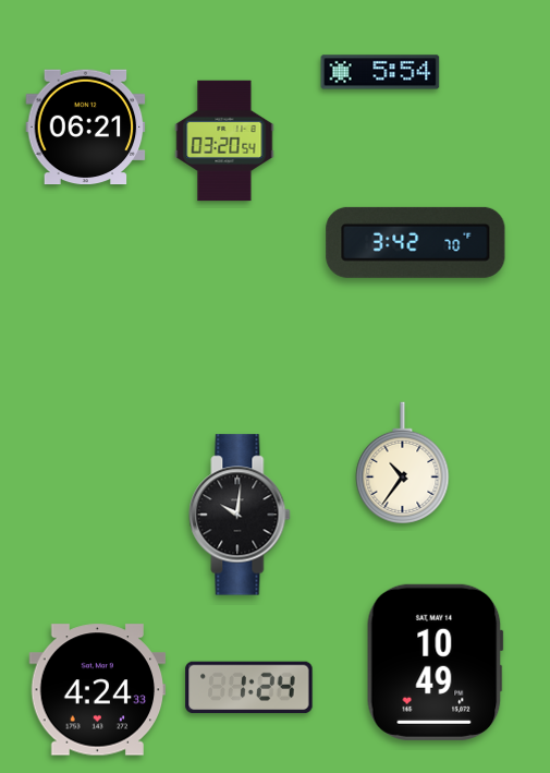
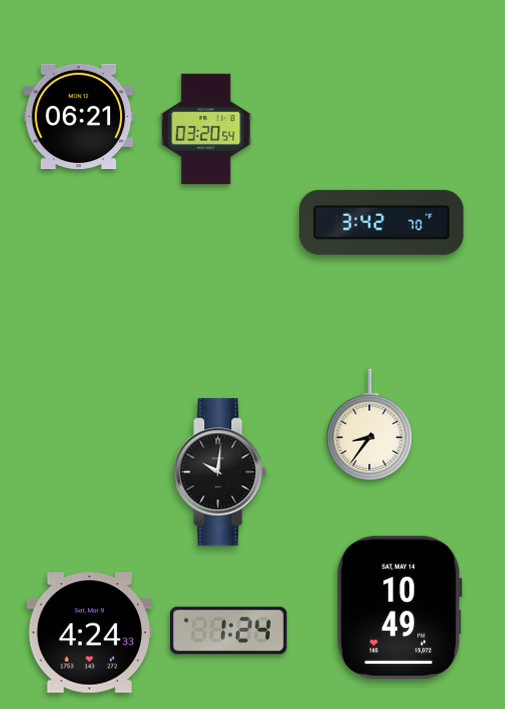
clock at (380, 72): 5:54 -> none
clock at (403, 463): 10:36 -> 8:36
